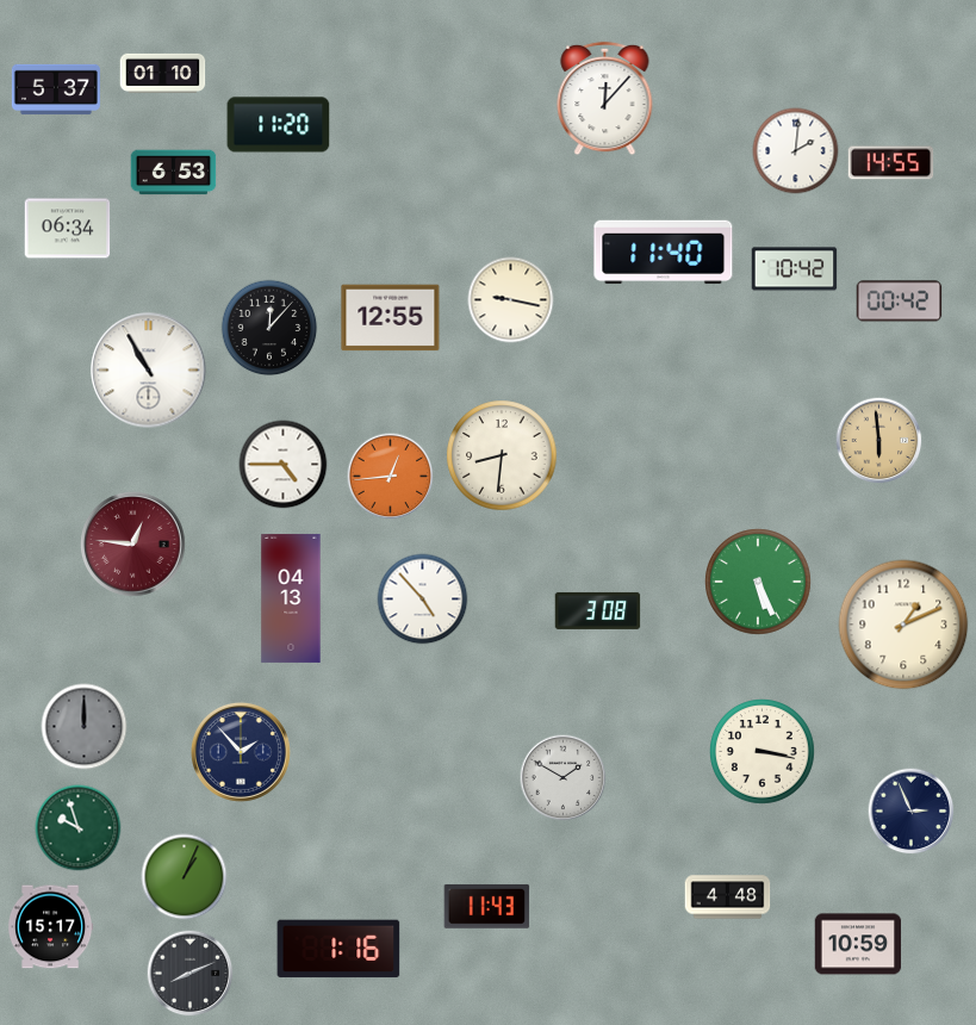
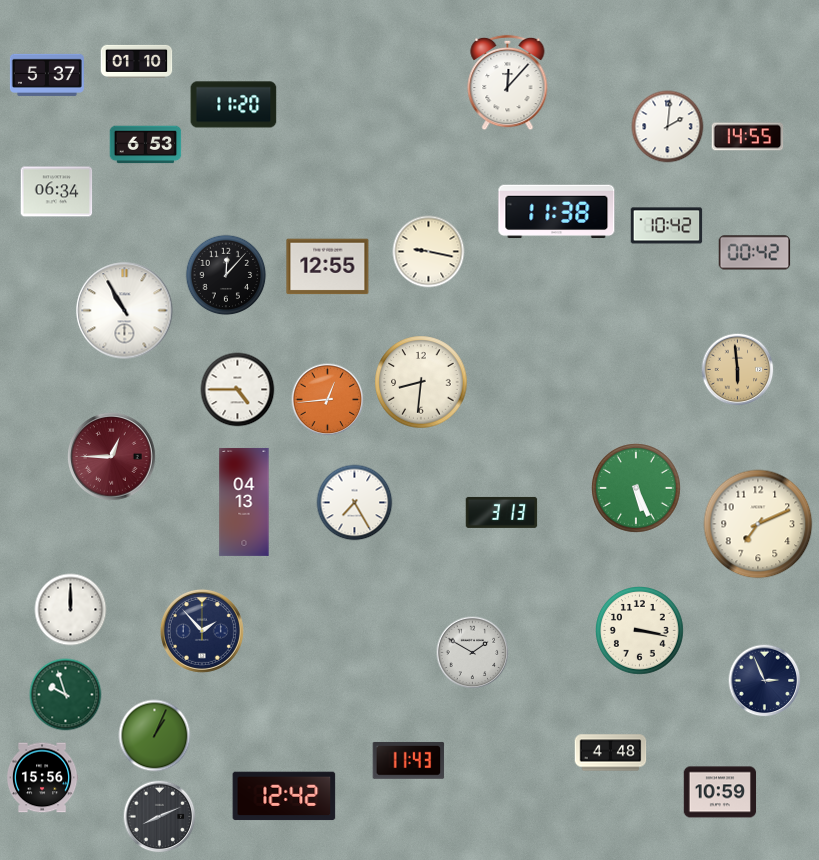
clock at (664, 253): 11:40 -> 11:38
clock at (133, 545): 12:46 -> 12:45
clock at (423, 600): 4:53 -> 7:25
clock at (598, 610): 3:08 -> 3:13
clock at (903, 625): 1:11 -> 7:11
clock at (85, 727) dial: grey -> white
clock at (50, 927): 15:17 -> 15:56
clock at (338, 949): 1:16 -> 12:42
